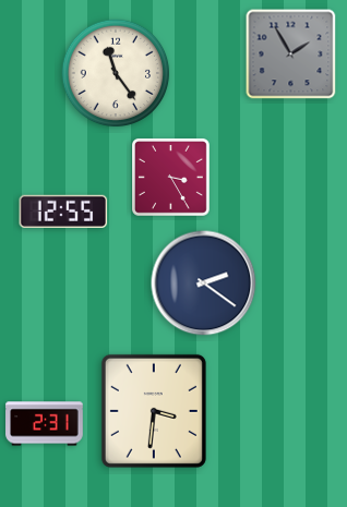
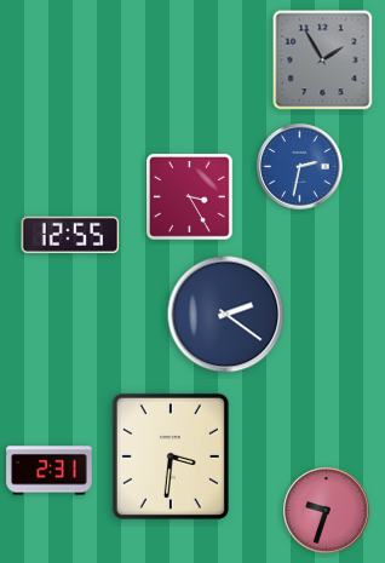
clock at (116, 73): 11:24 -> none
clock at (300, 167): none -> 2:32
clock at (327, 511): none -> 9:33
